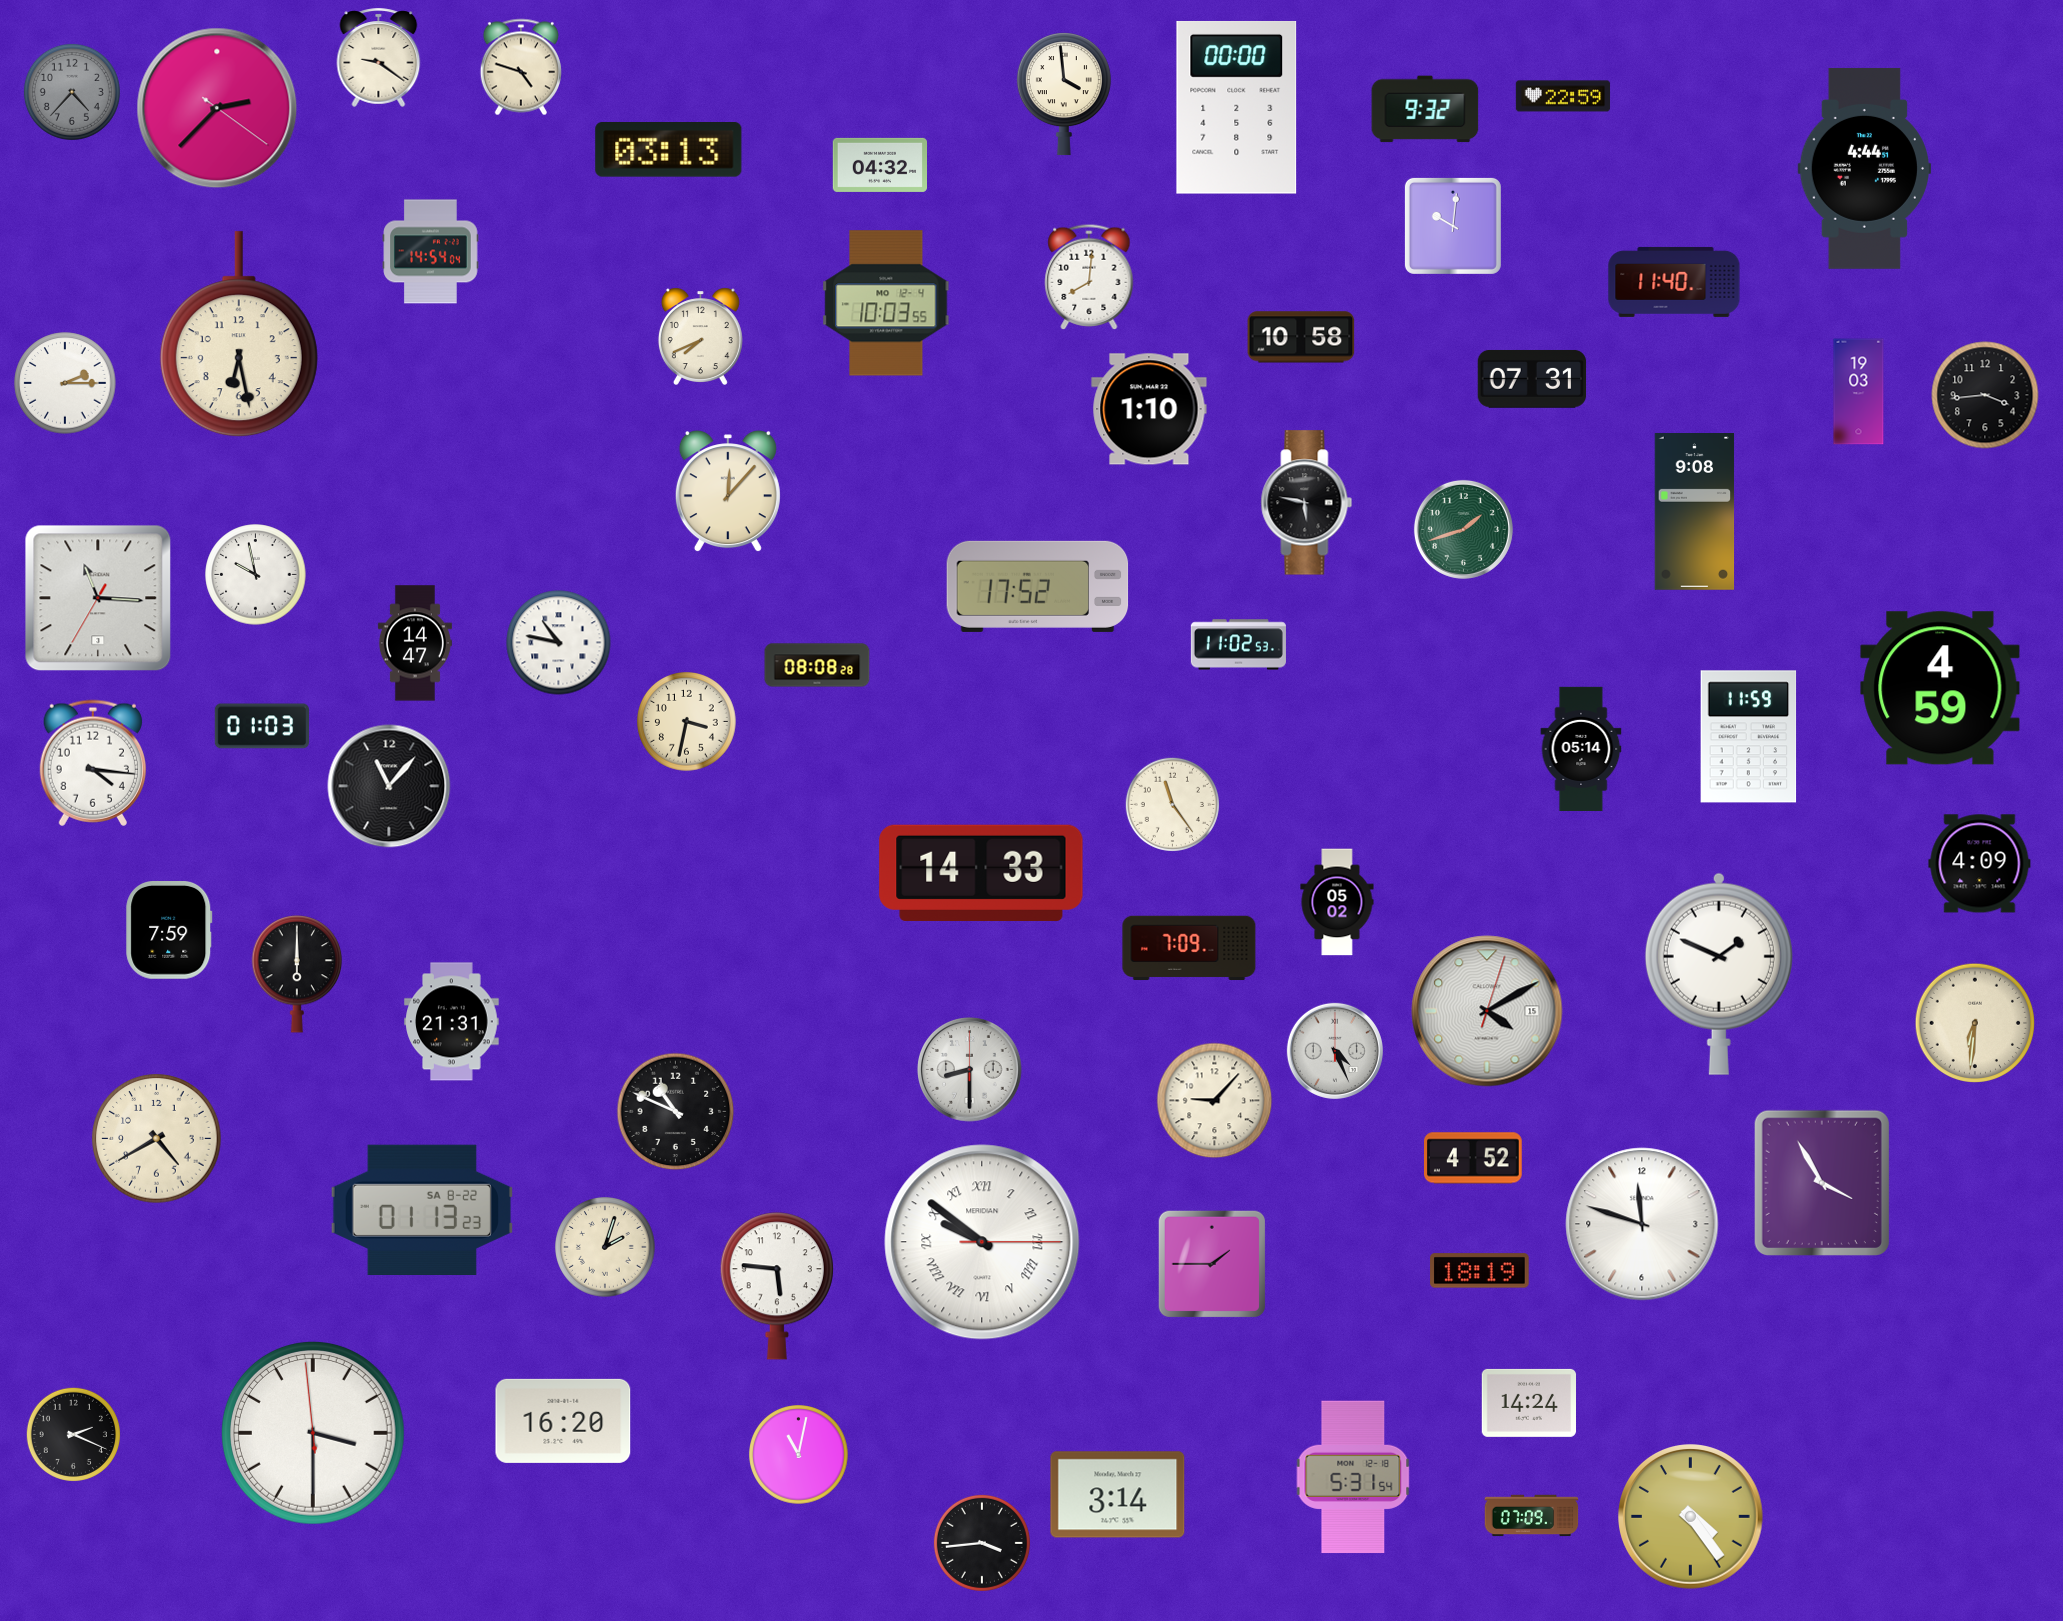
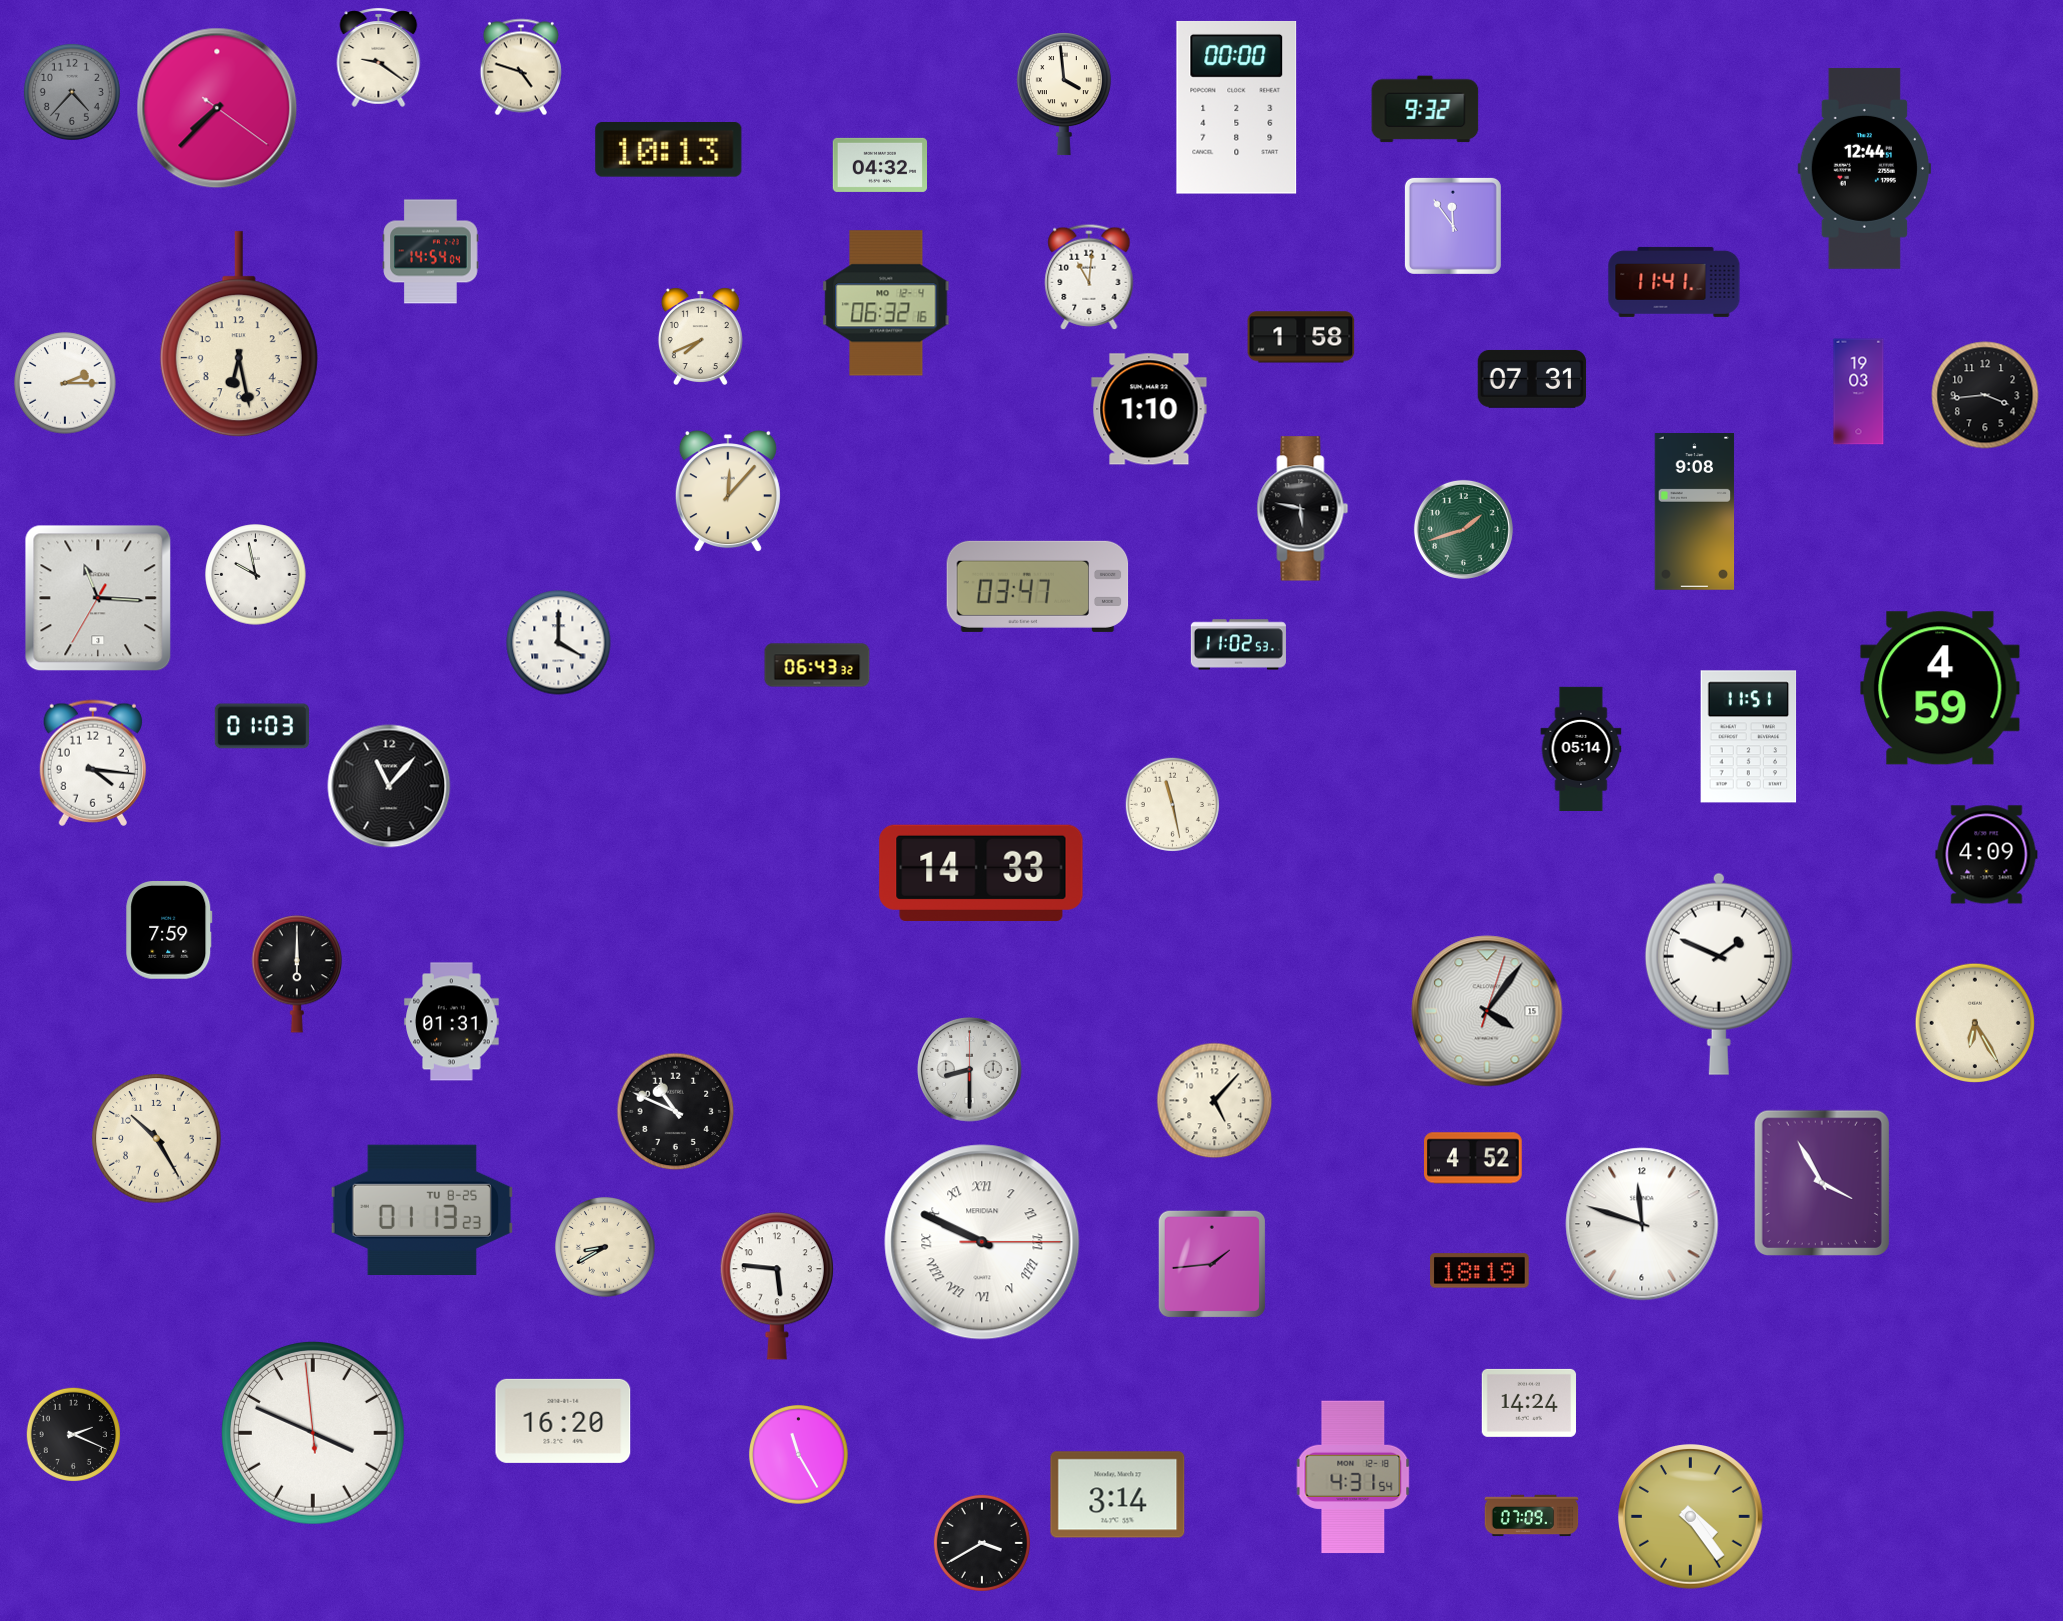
clock at (1563, 96): 22:59 -> none
clock at (217, 108): 2:37 -> 7:37
clock at (669, 150): 03:13 -> 10:13
clock at (1864, 168): 4:44 -> 12:44
clock at (1453, 226): 10:01 -> 11:54
clock at (1089, 277): 8:01 -> 11:01
clock at (1674, 282): 11:40 -> 11:41
clock at (886, 303): 10:03 -> 06:32
clock at (1301, 337): 10:58 -> 1:58
clock at (1307, 503) position: (1307, 503) -> (1303, 509)
clock at (1038, 586): 17:52 -> 03:47
clock at (415, 643): 14:47 -> none
clock at (559, 643): 10:47 -> 4:00
clock at (817, 665): 08:08 -> 06:43
clock at (687, 722): 3:32 -> none
clock at (1749, 737): 11:59 -> 11:51
clock at (1172, 804): 11:24 -> 11:28
clock at (1980, 864) position: (1980, 864) -> (1987, 855)
clock at (1337, 902): 05:02 -> none
clock at (1189, 948): 7:09 -> none
clock at (1487, 1011): 4:10 -> 4:06
clock at (452, 1022): 21:31 -> 01:31
clock at (1975, 1023): 6:31 -> 6:25
clock at (1335, 1051): 4:26 -> none
clock at (1215, 1101): 9:07 -> 5:07
clock at (157, 1139): 4:40 -> 10:25
clock at (421, 1209) date: SA 8-22 -> TU 8-25
clock at (982, 1242): 9:51 -> 9:49
clock at (605, 1247): 2:03 -> 8:40
clock at (1211, 1263): 1:45 -> 1:44
clock at (313, 1433): 3:29 -> 3:48
clock at (799, 1455): 11:02 -> 11:25
clock at (1353, 1477): 5:31 -> 4:31
clock at (982, 1543): 3:44 -> 3:40
